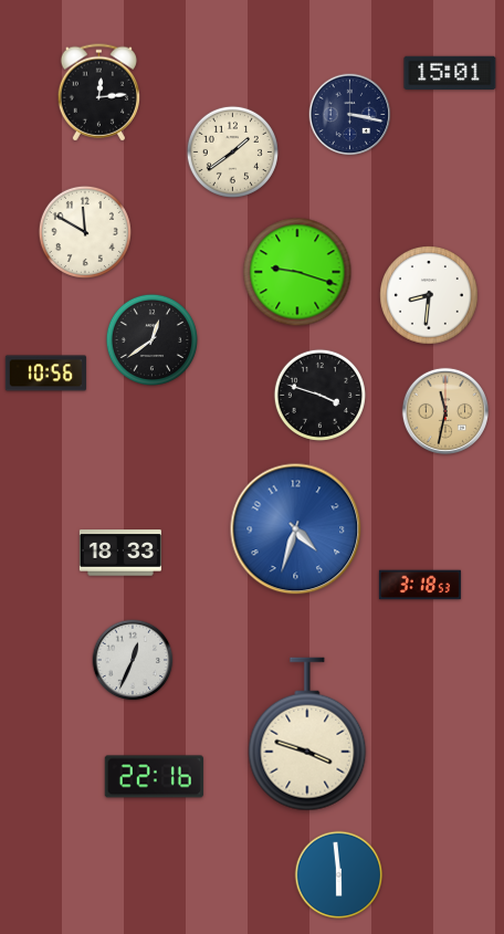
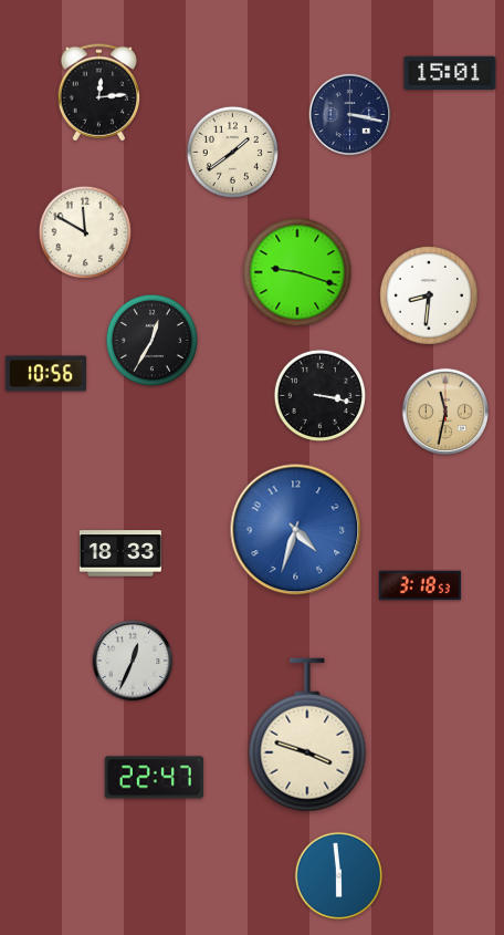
clock at (151, 339): 12:39 -> 12:35
clock at (319, 395): 3:48 -> 3:17
clock at (154, 777): 22:16 -> 22:47
